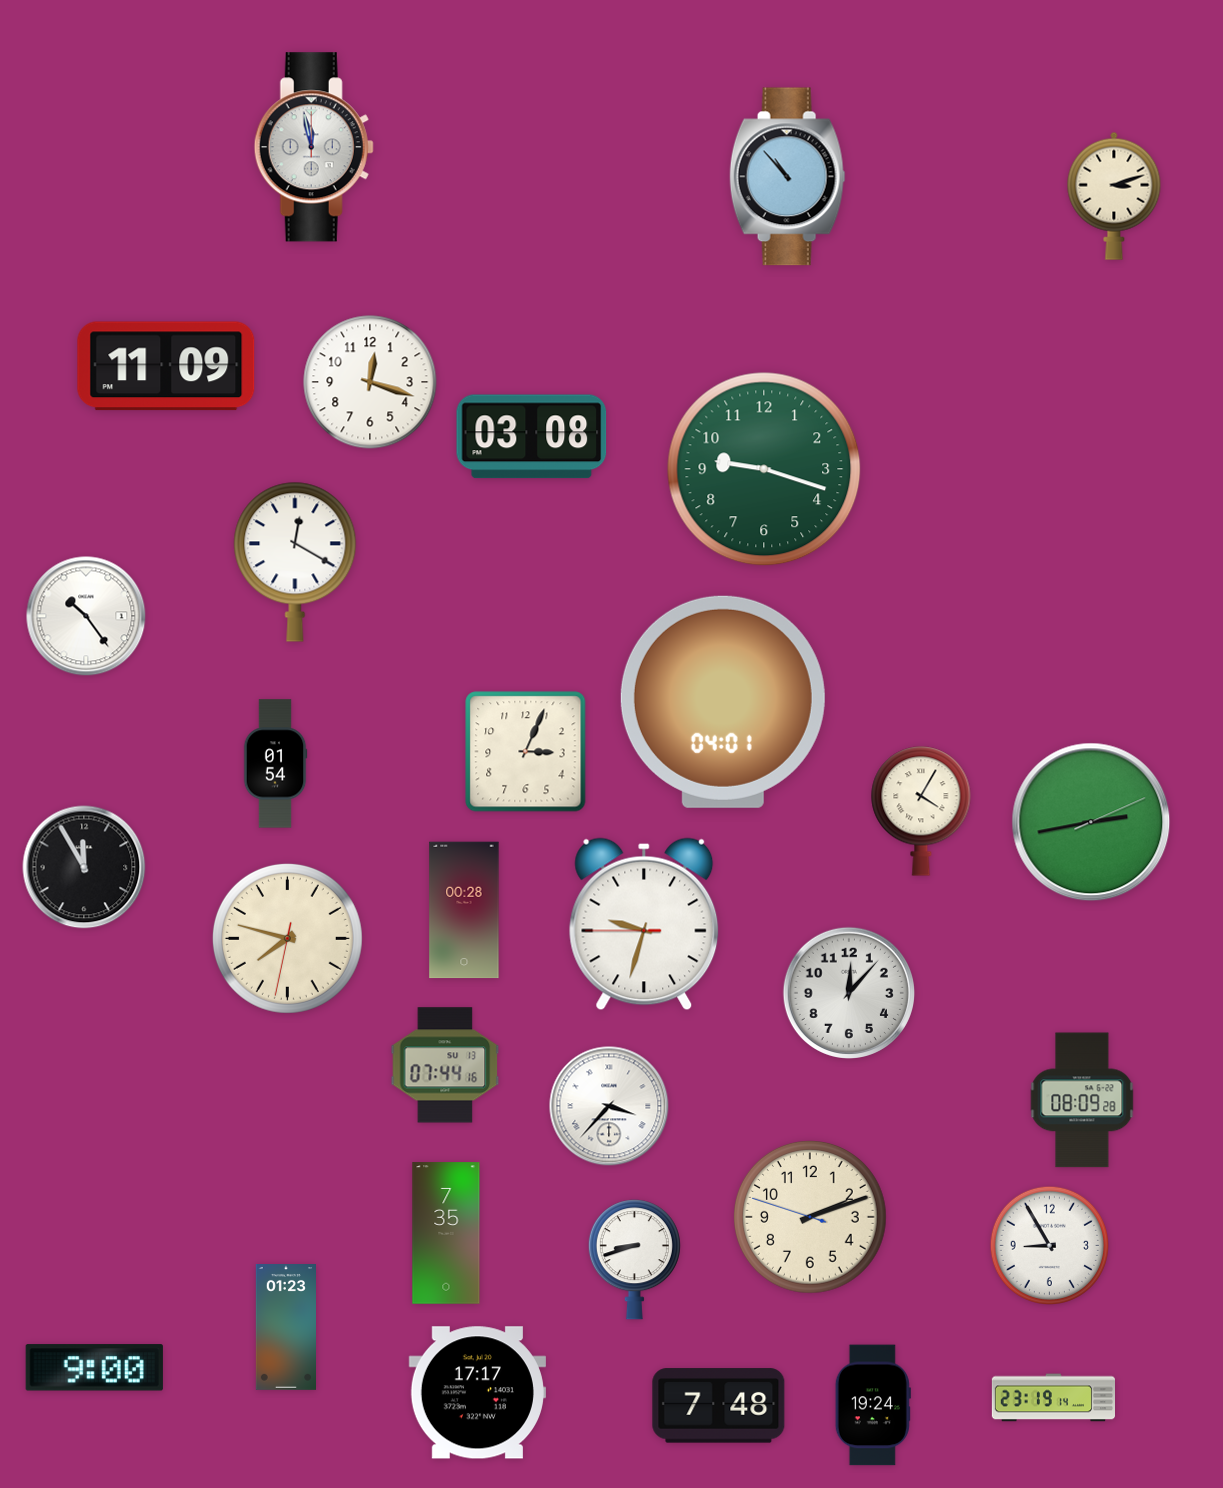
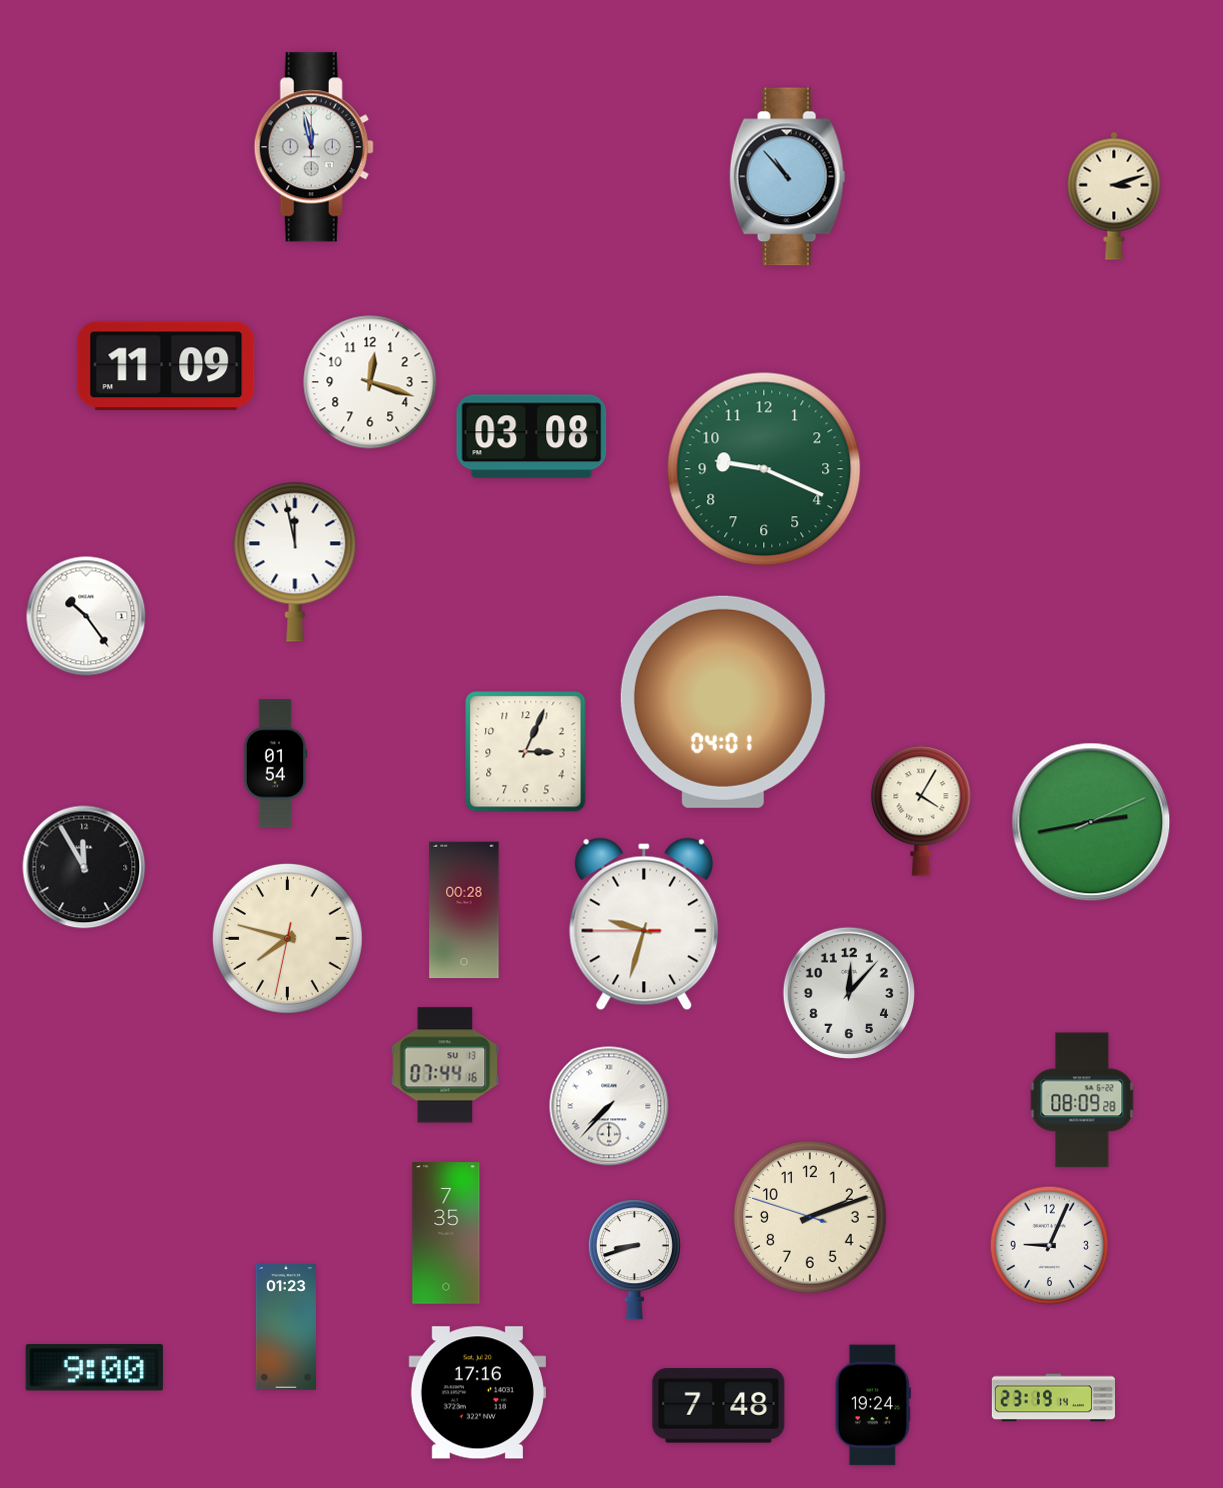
clock at (764, 469): 9:18 -> 9:19
clock at (295, 562): 12:20 -> 11:58
clock at (609, 1106): 3:37 -> 7:37
clock at (1049, 1245): 8:55 -> 9:04
clock at (477, 1393): 17:17 -> 17:16
